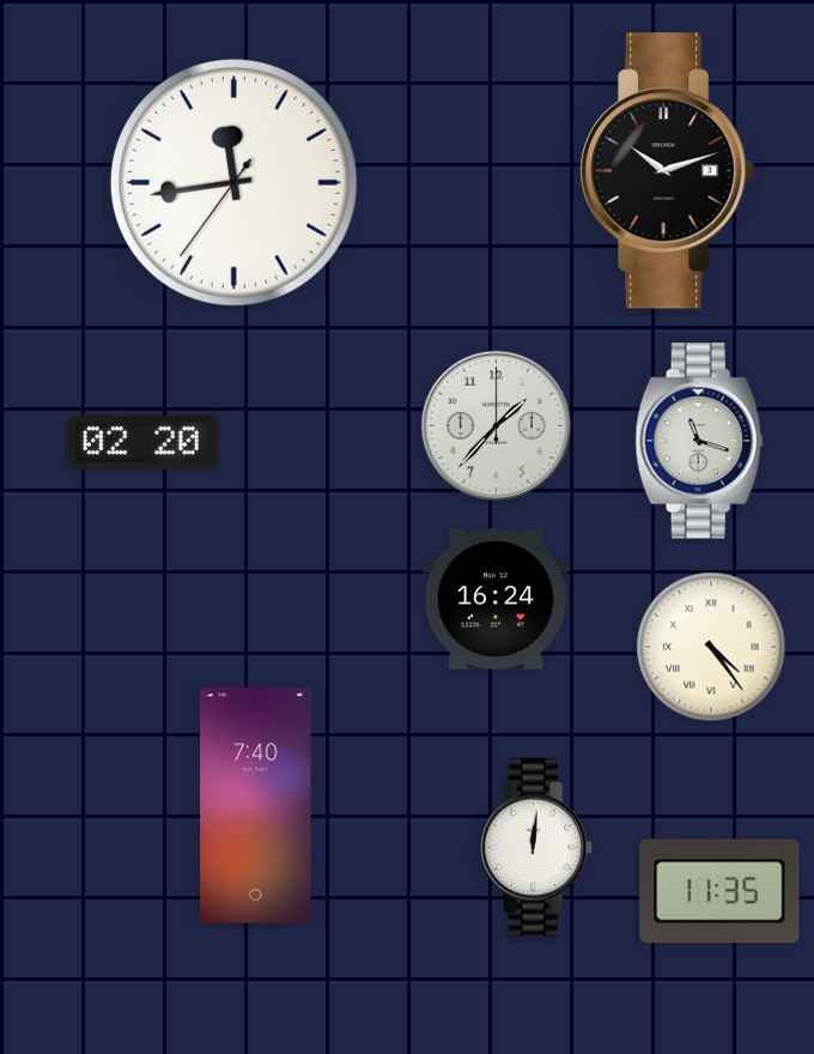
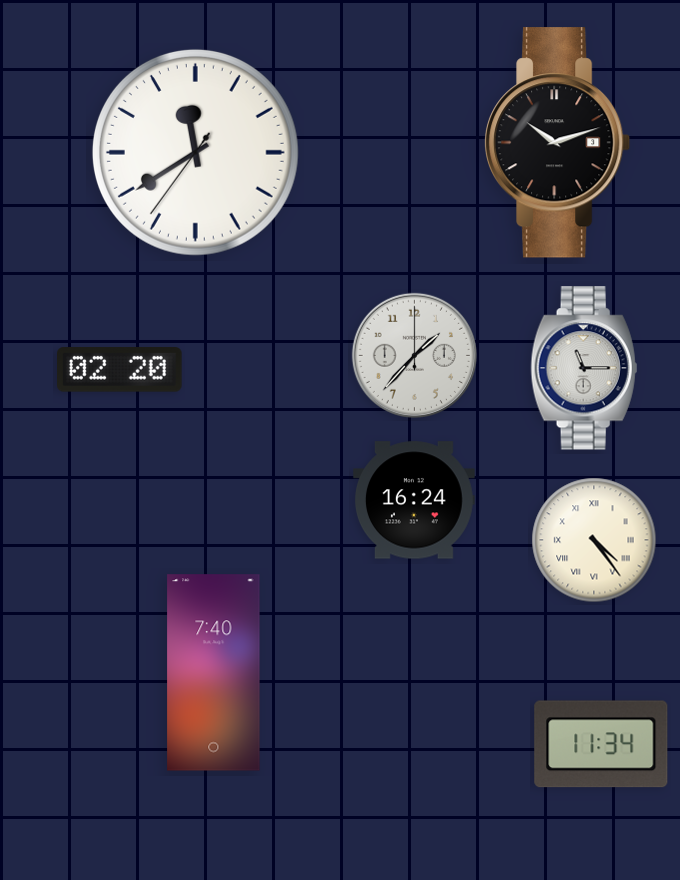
clock at (233, 182): 11:43 -> 11:39
clock at (699, 441): 11:18 -> 11:15
clock at (535, 847): 12:01 -> none
clock at (719, 891): 11:35 -> 11:34
